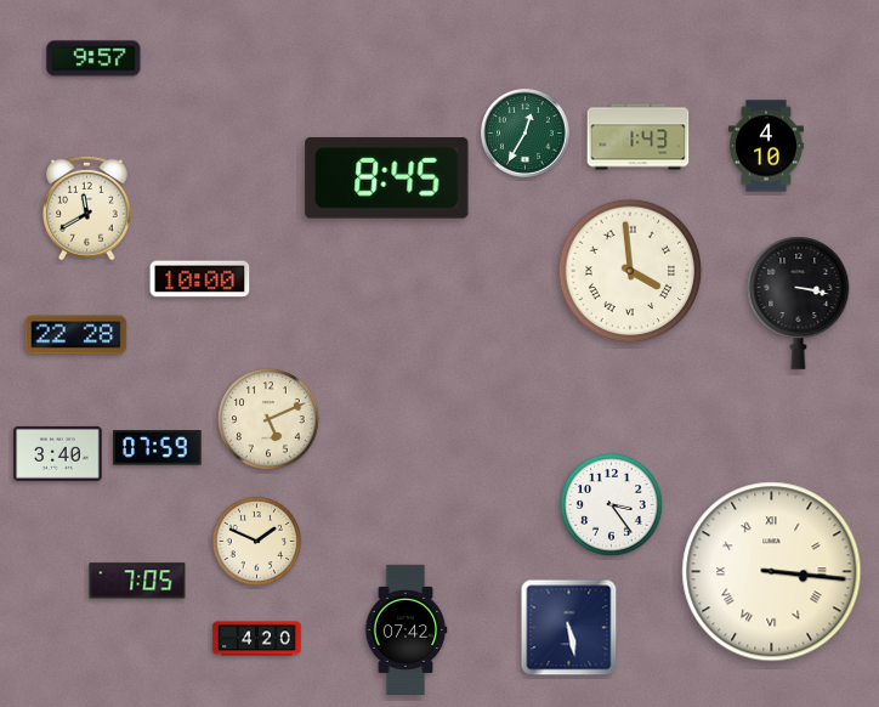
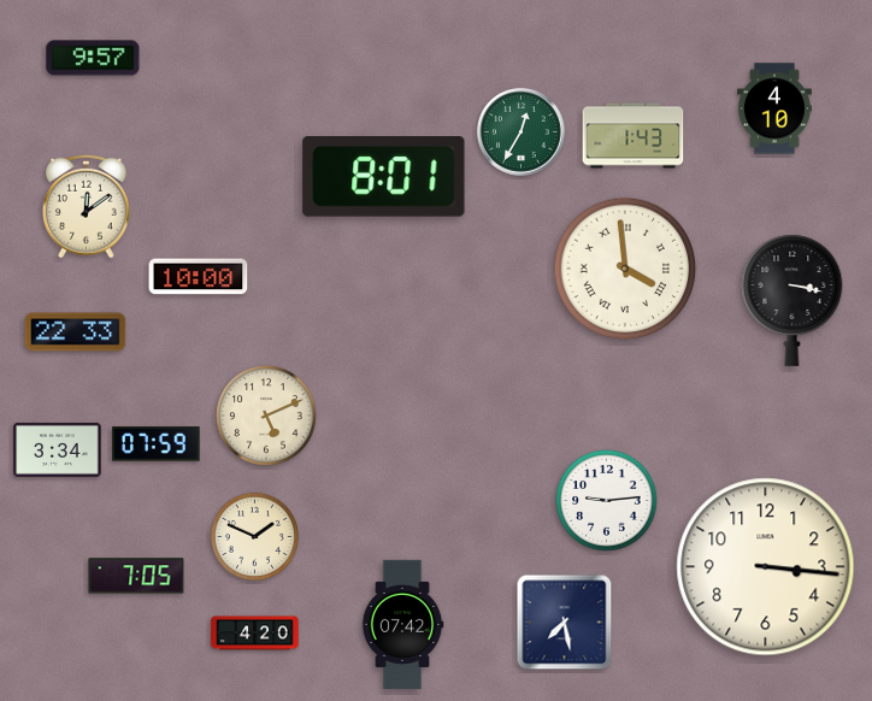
clock at (766, 146) position: (766, 146) -> (774, 108)
clock at (387, 179): 8:45 -> 8:01
clock at (87, 208): 11:40 -> 12:09
clock at (76, 335): 22:28 -> 22:33
clock at (58, 453): 3:40 -> 3:34
clock at (612, 505): 3:24 -> 9:14
clock at (772, 572) numerals: Roman -> Arabic
clock at (569, 628): 5:28 -> 7:28
